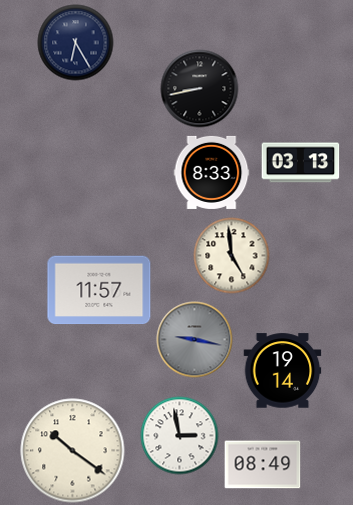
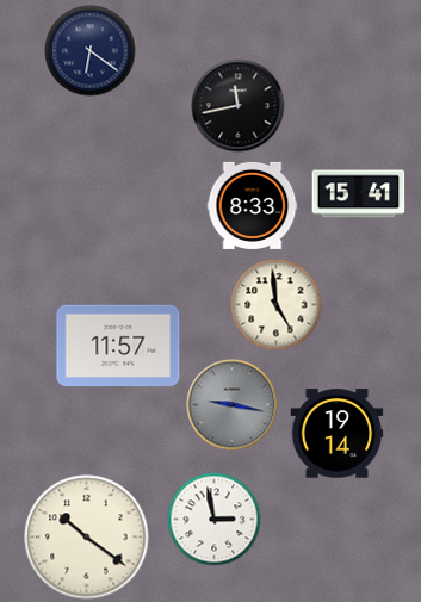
clock at (76, 43): 6:25 -> 6:21
clock at (200, 89): 8:43 -> 11:43
clock at (301, 163): 03:13 -> 15:41
clock at (283, 371) position: (283, 371) -> (338, 434)
clock at (263, 465): 08:49 -> none
